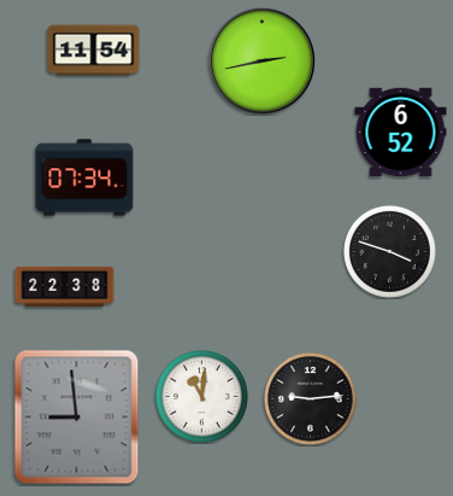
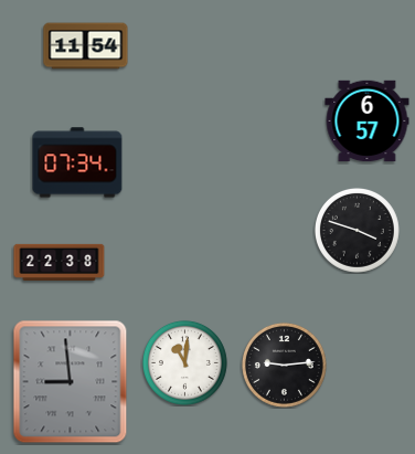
clock at (261, 60): 2:43 -> none
clock at (401, 133): 6:52 -> 6:57
